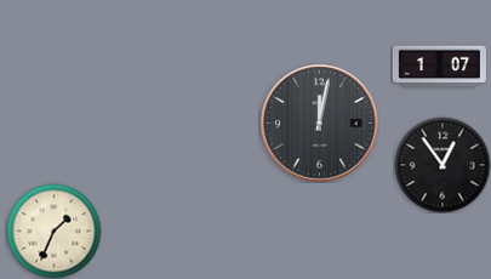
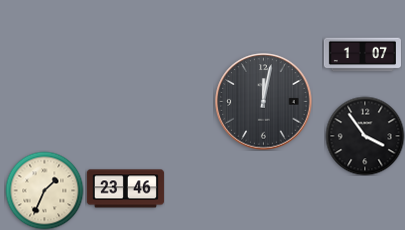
clock at (443, 165): 12:54 -> 3:54
clock at (125, 189): none -> 23:46
